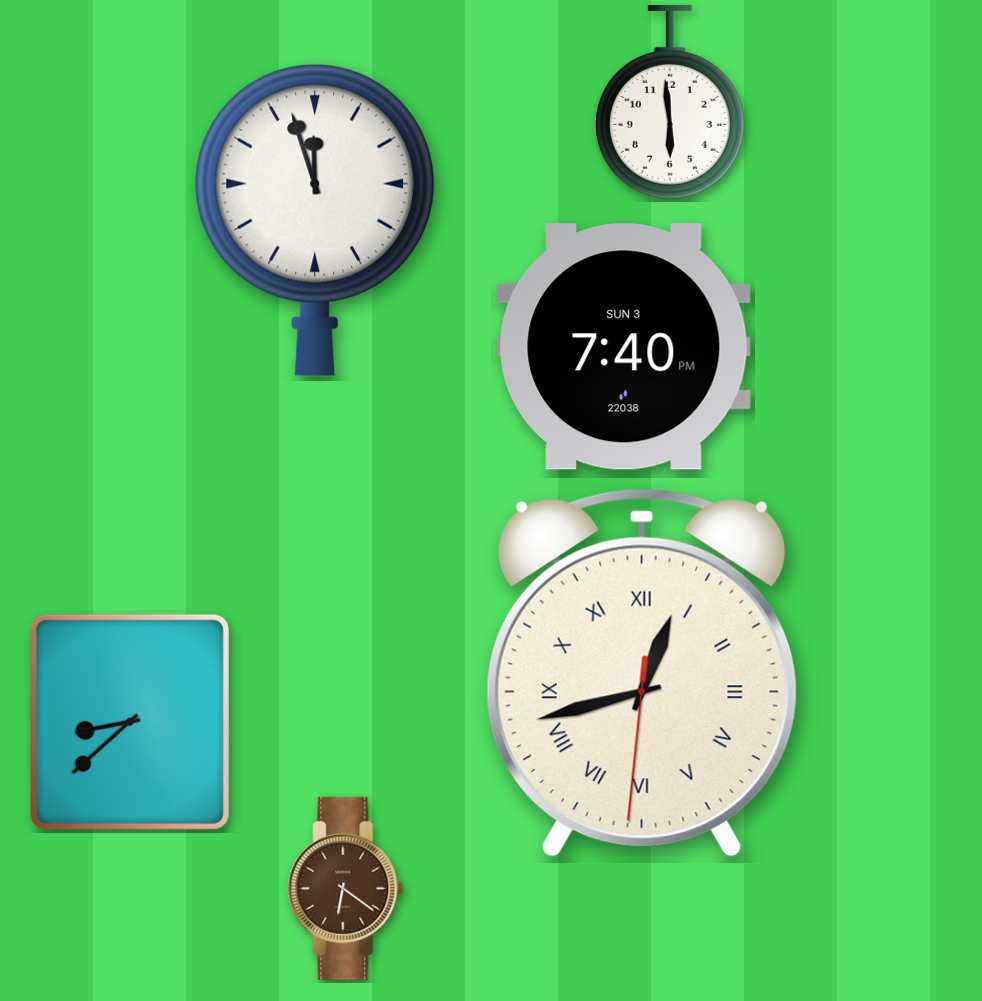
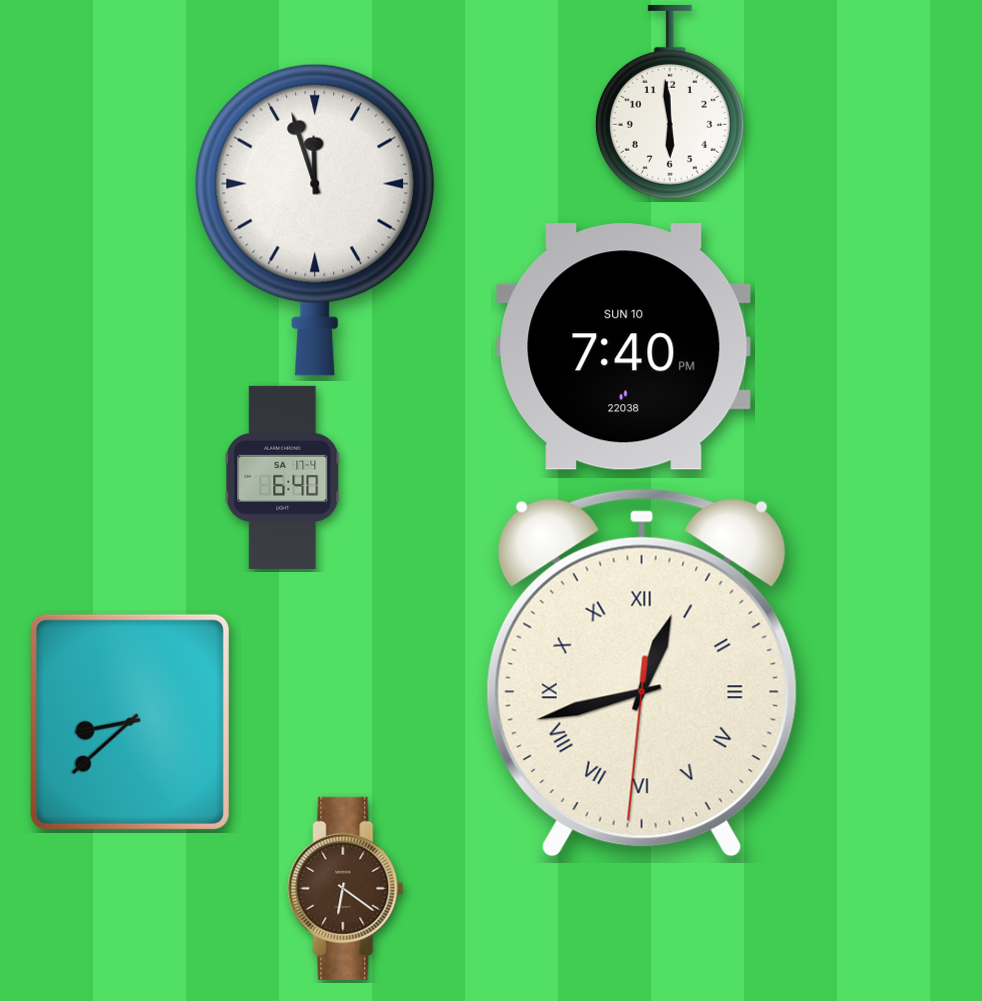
clock at (624, 347) date: SUN 3 -> SUN 10
clock at (283, 477): none -> 6:40
